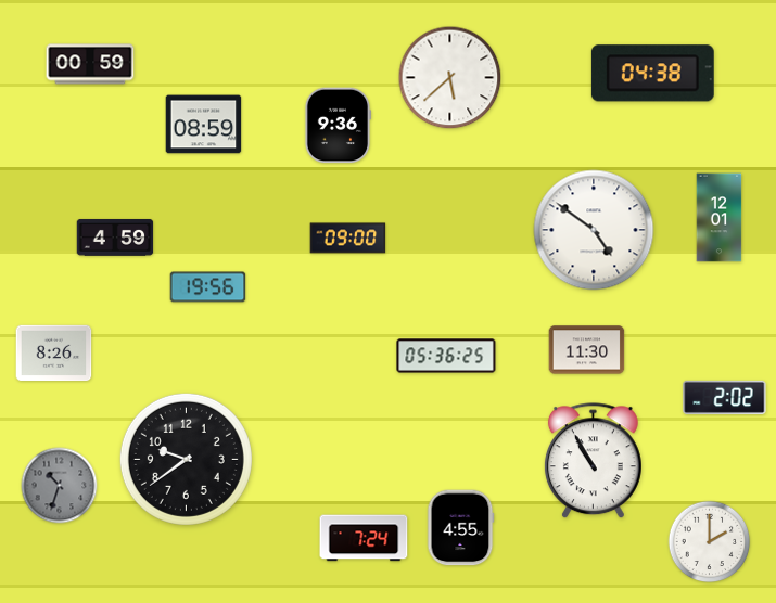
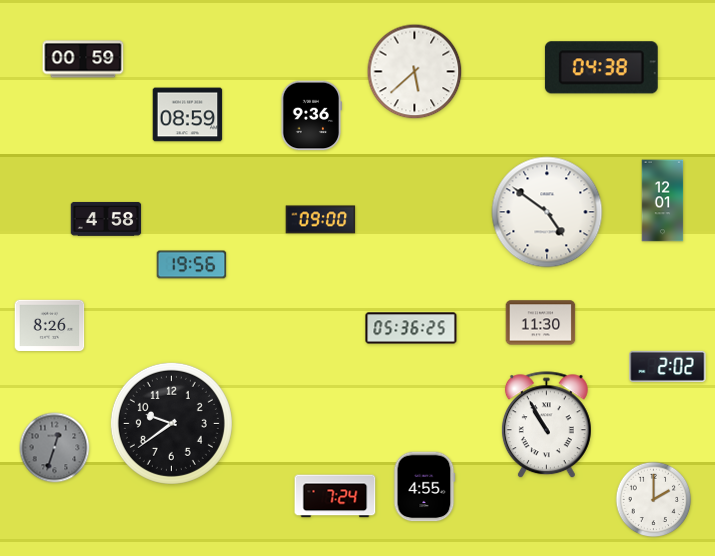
clock at (115, 238): 4:59 -> 4:58
clock at (60, 486): 10:33 -> 12:33
